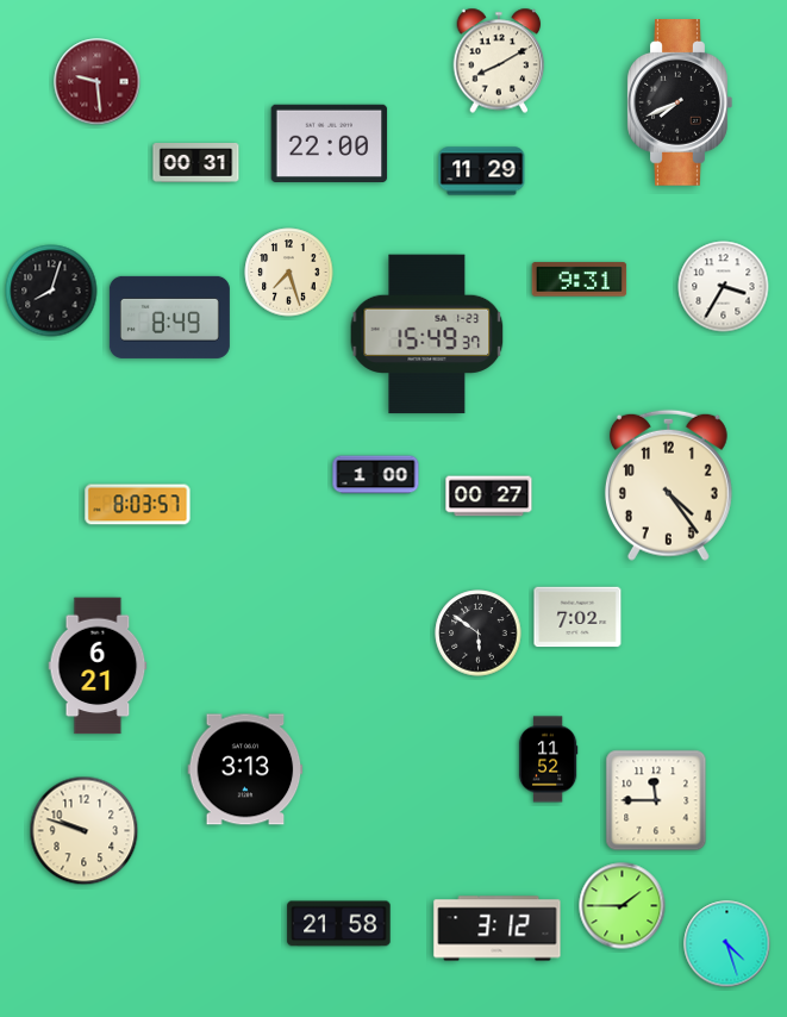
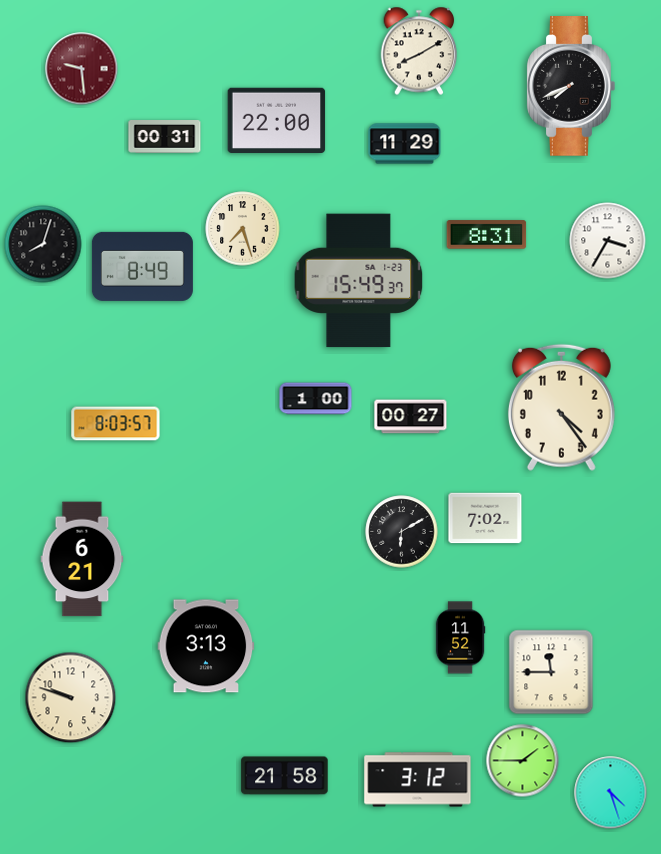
clock at (580, 280): 9:31 -> 8:31
clock at (479, 634): 5:51 -> 6:10
